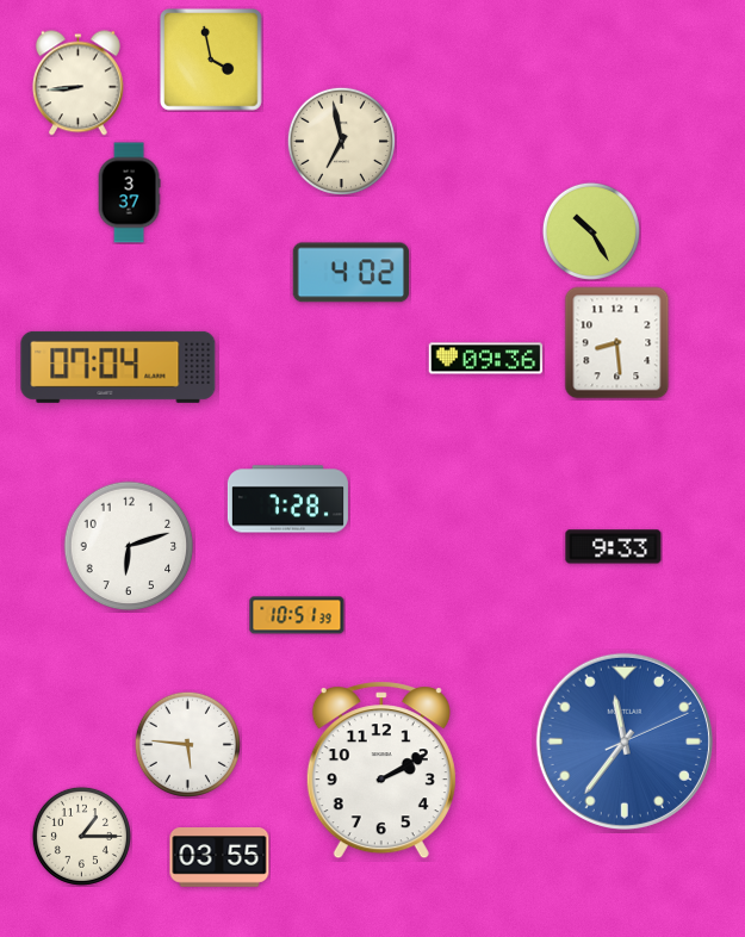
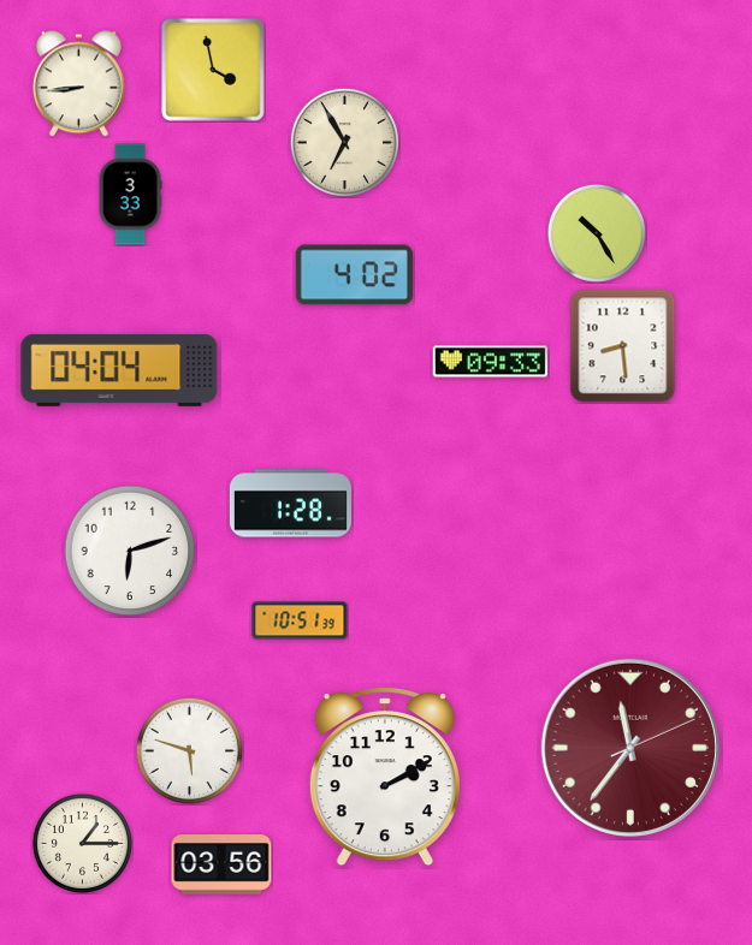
clock at (212, 61) position: (212, 61) -> (214, 71)
clock at (341, 141): 6:58 -> 6:55
clock at (129, 193): 3:37 -> 3:33
clock at (486, 359): 09:36 -> 09:33
clock at (118, 367): 07:04 -> 04:04
clock at (287, 499): 7:28 -> 1:28
clock at (614, 547): 9:33 -> none
clock at (625, 741) dial: blue -> burgundy
clock at (187, 744): 5:46 -> 5:48
clock at (219, 857): 03:55 -> 03:56
